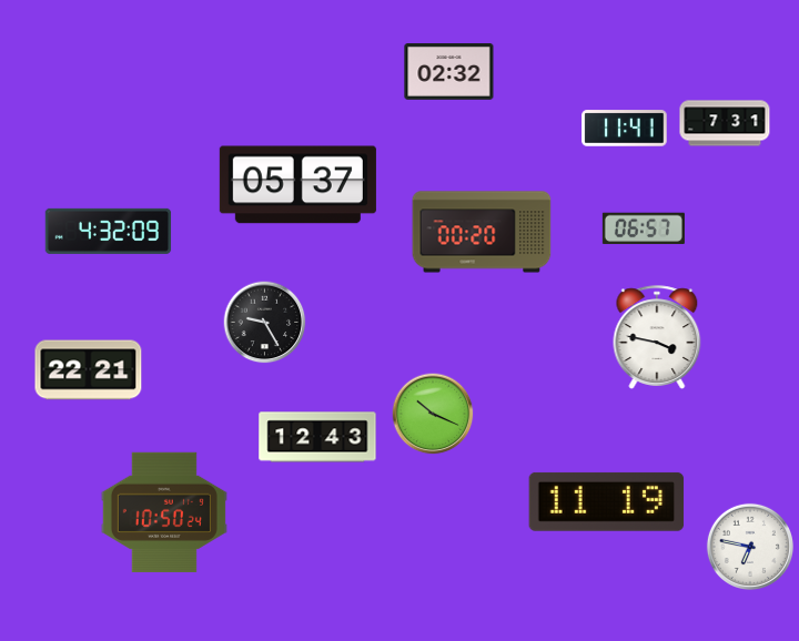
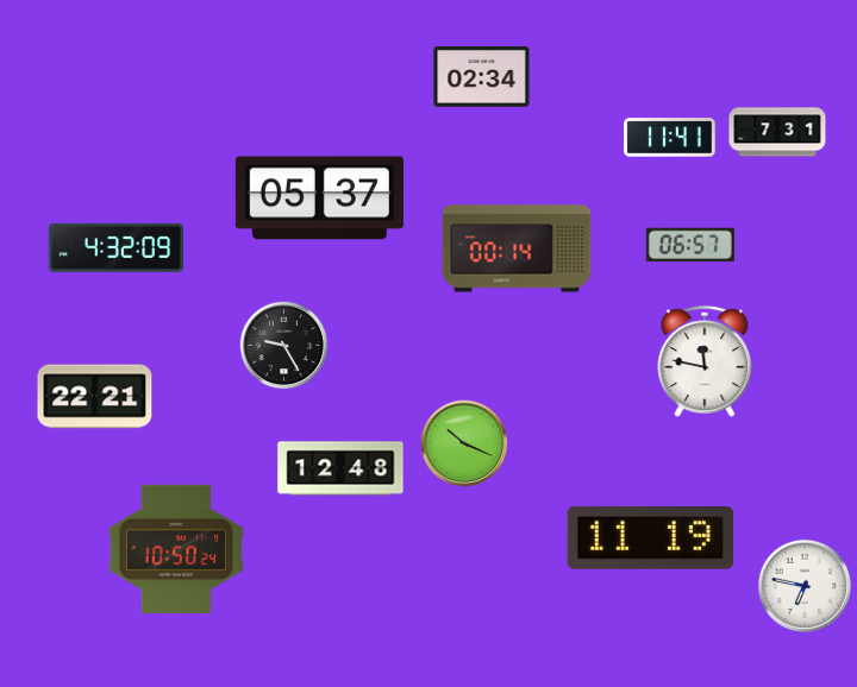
clock at (449, 72): 02:32 -> 02:34
clock at (482, 232): 00:20 -> 00:14
clock at (657, 337): 3:47 -> 11:47
clock at (317, 437): 12:43 -> 12:48
